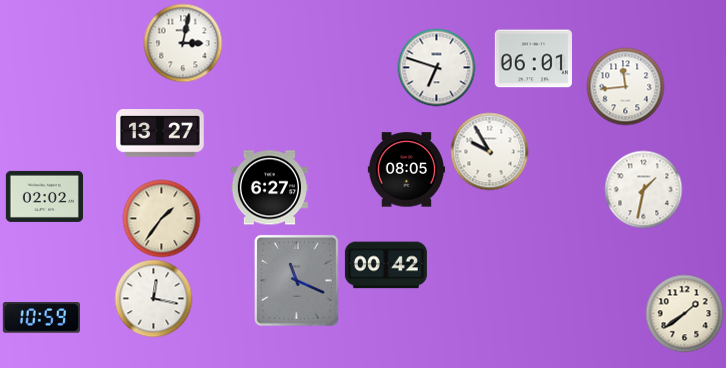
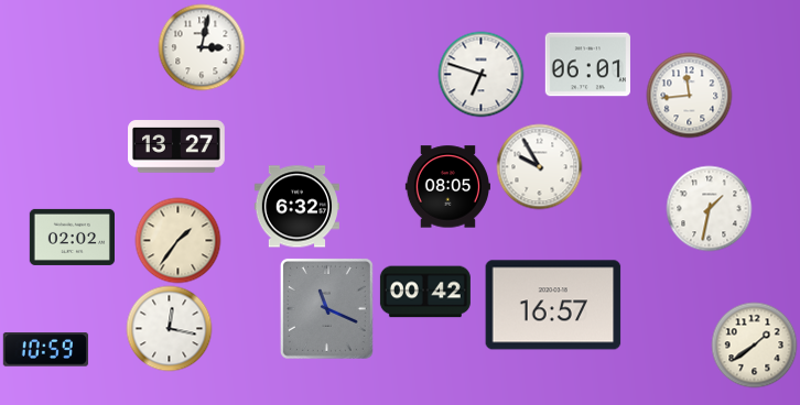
clock at (269, 188): 6:27 -> 6:32
clock at (44, 196) position: (44, 196) -> (72, 237)
clock at (553, 305): none -> 16:57
